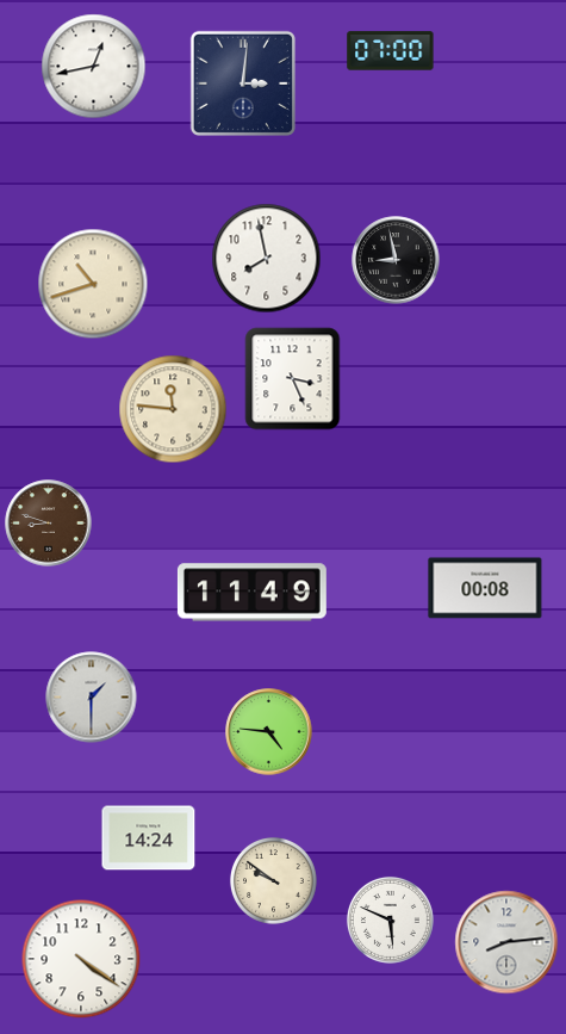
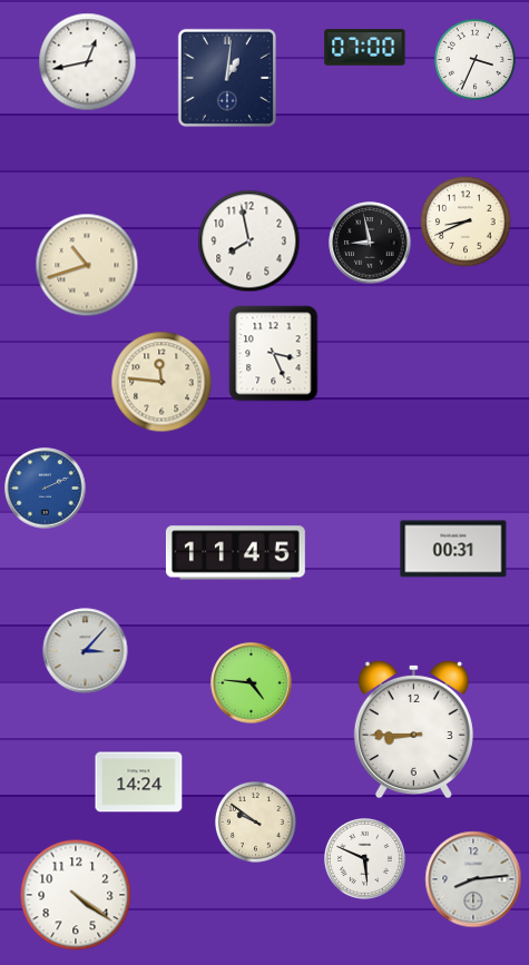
clock at (474, 59): none -> 3:34
clock at (243, 83): 3:01 -> 1:01
clock at (466, 221): none -> 8:41
clock at (49, 524): 8:48 -> 2:11
clock at (49, 524) dial: brown -> blue
clock at (485, 588): 00:08 -> 00:31
clock at (251, 593): 11:49 -> 11:45
clock at (92, 698): 1:30 -> 3:07
clock at (413, 729): none -> 8:45
